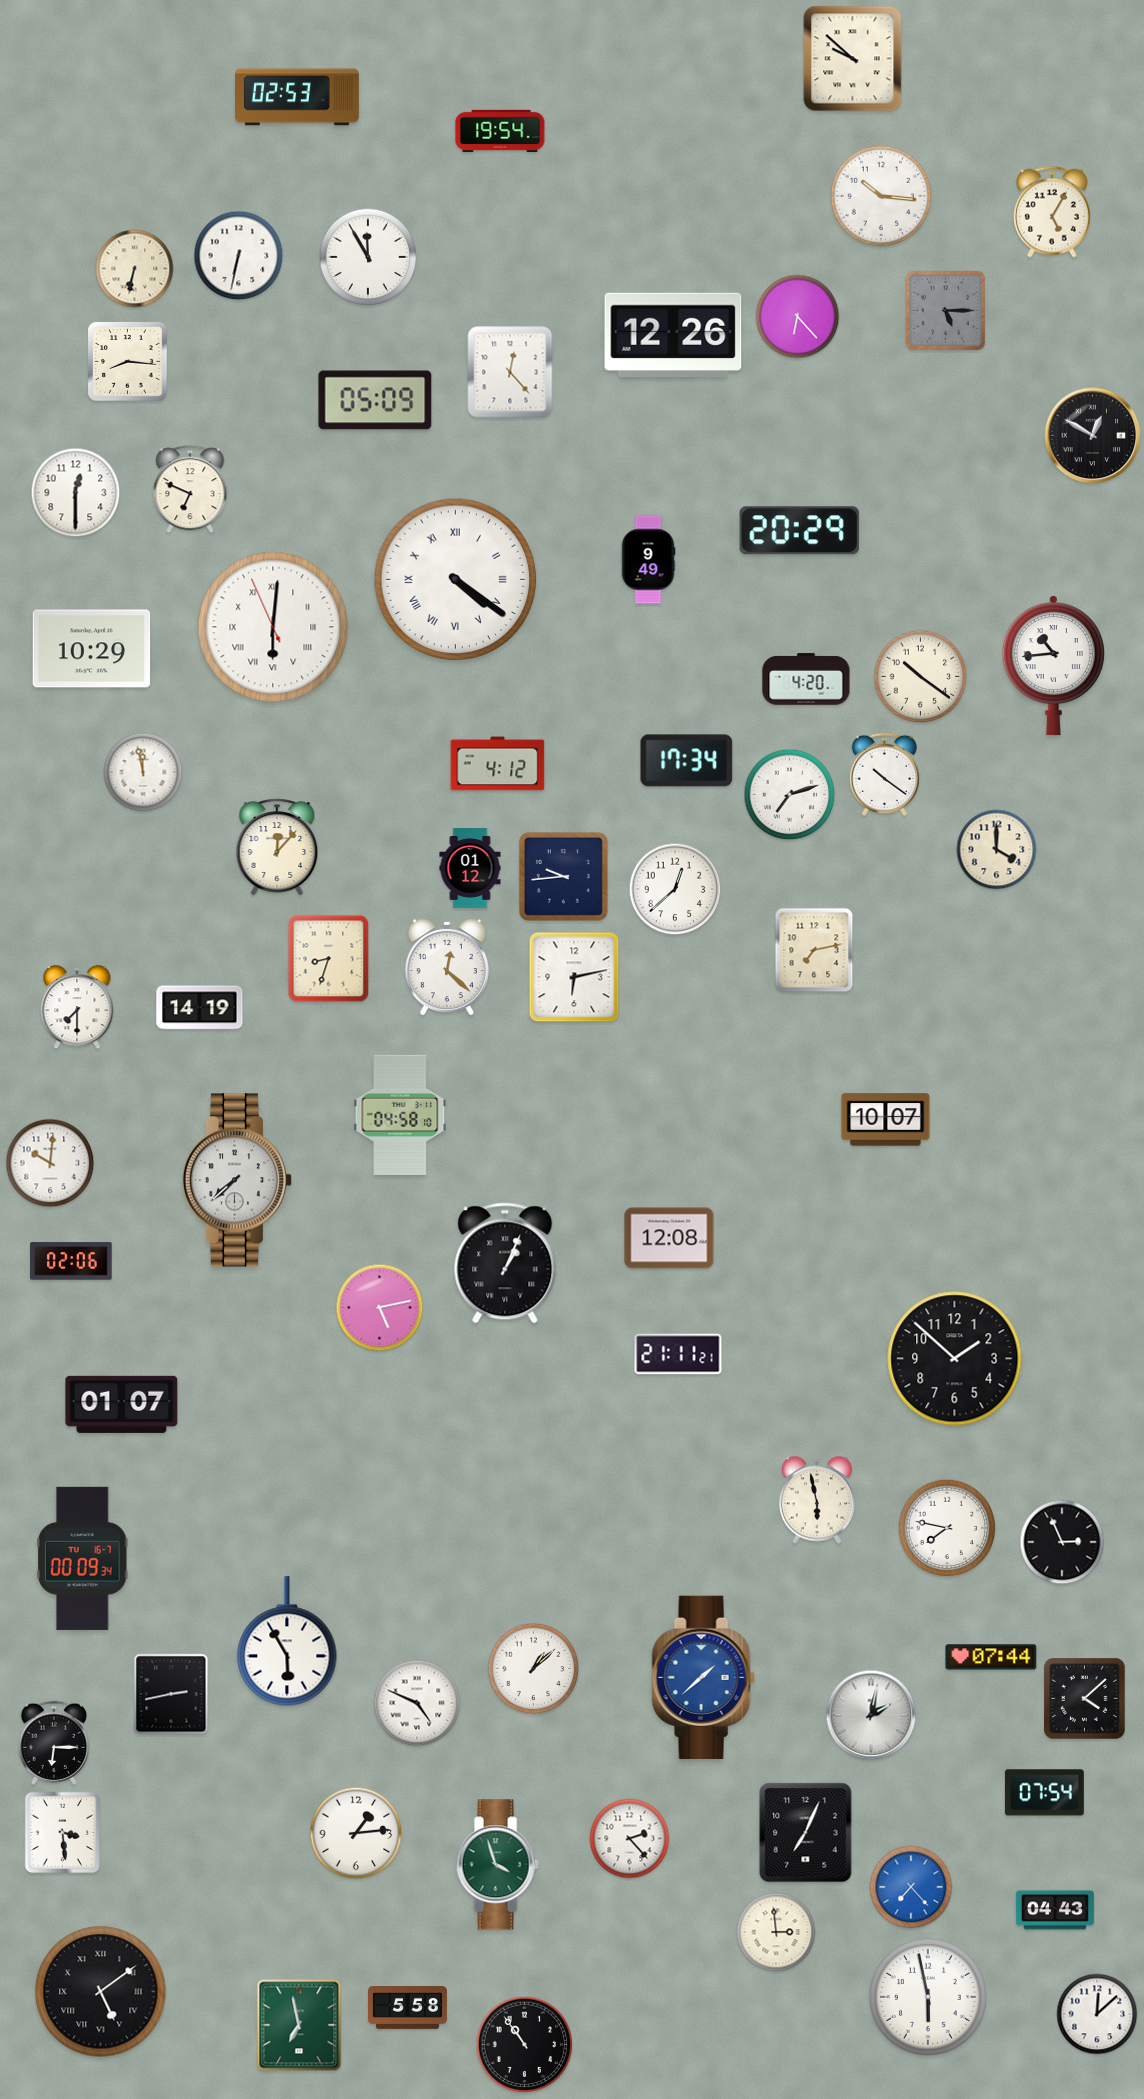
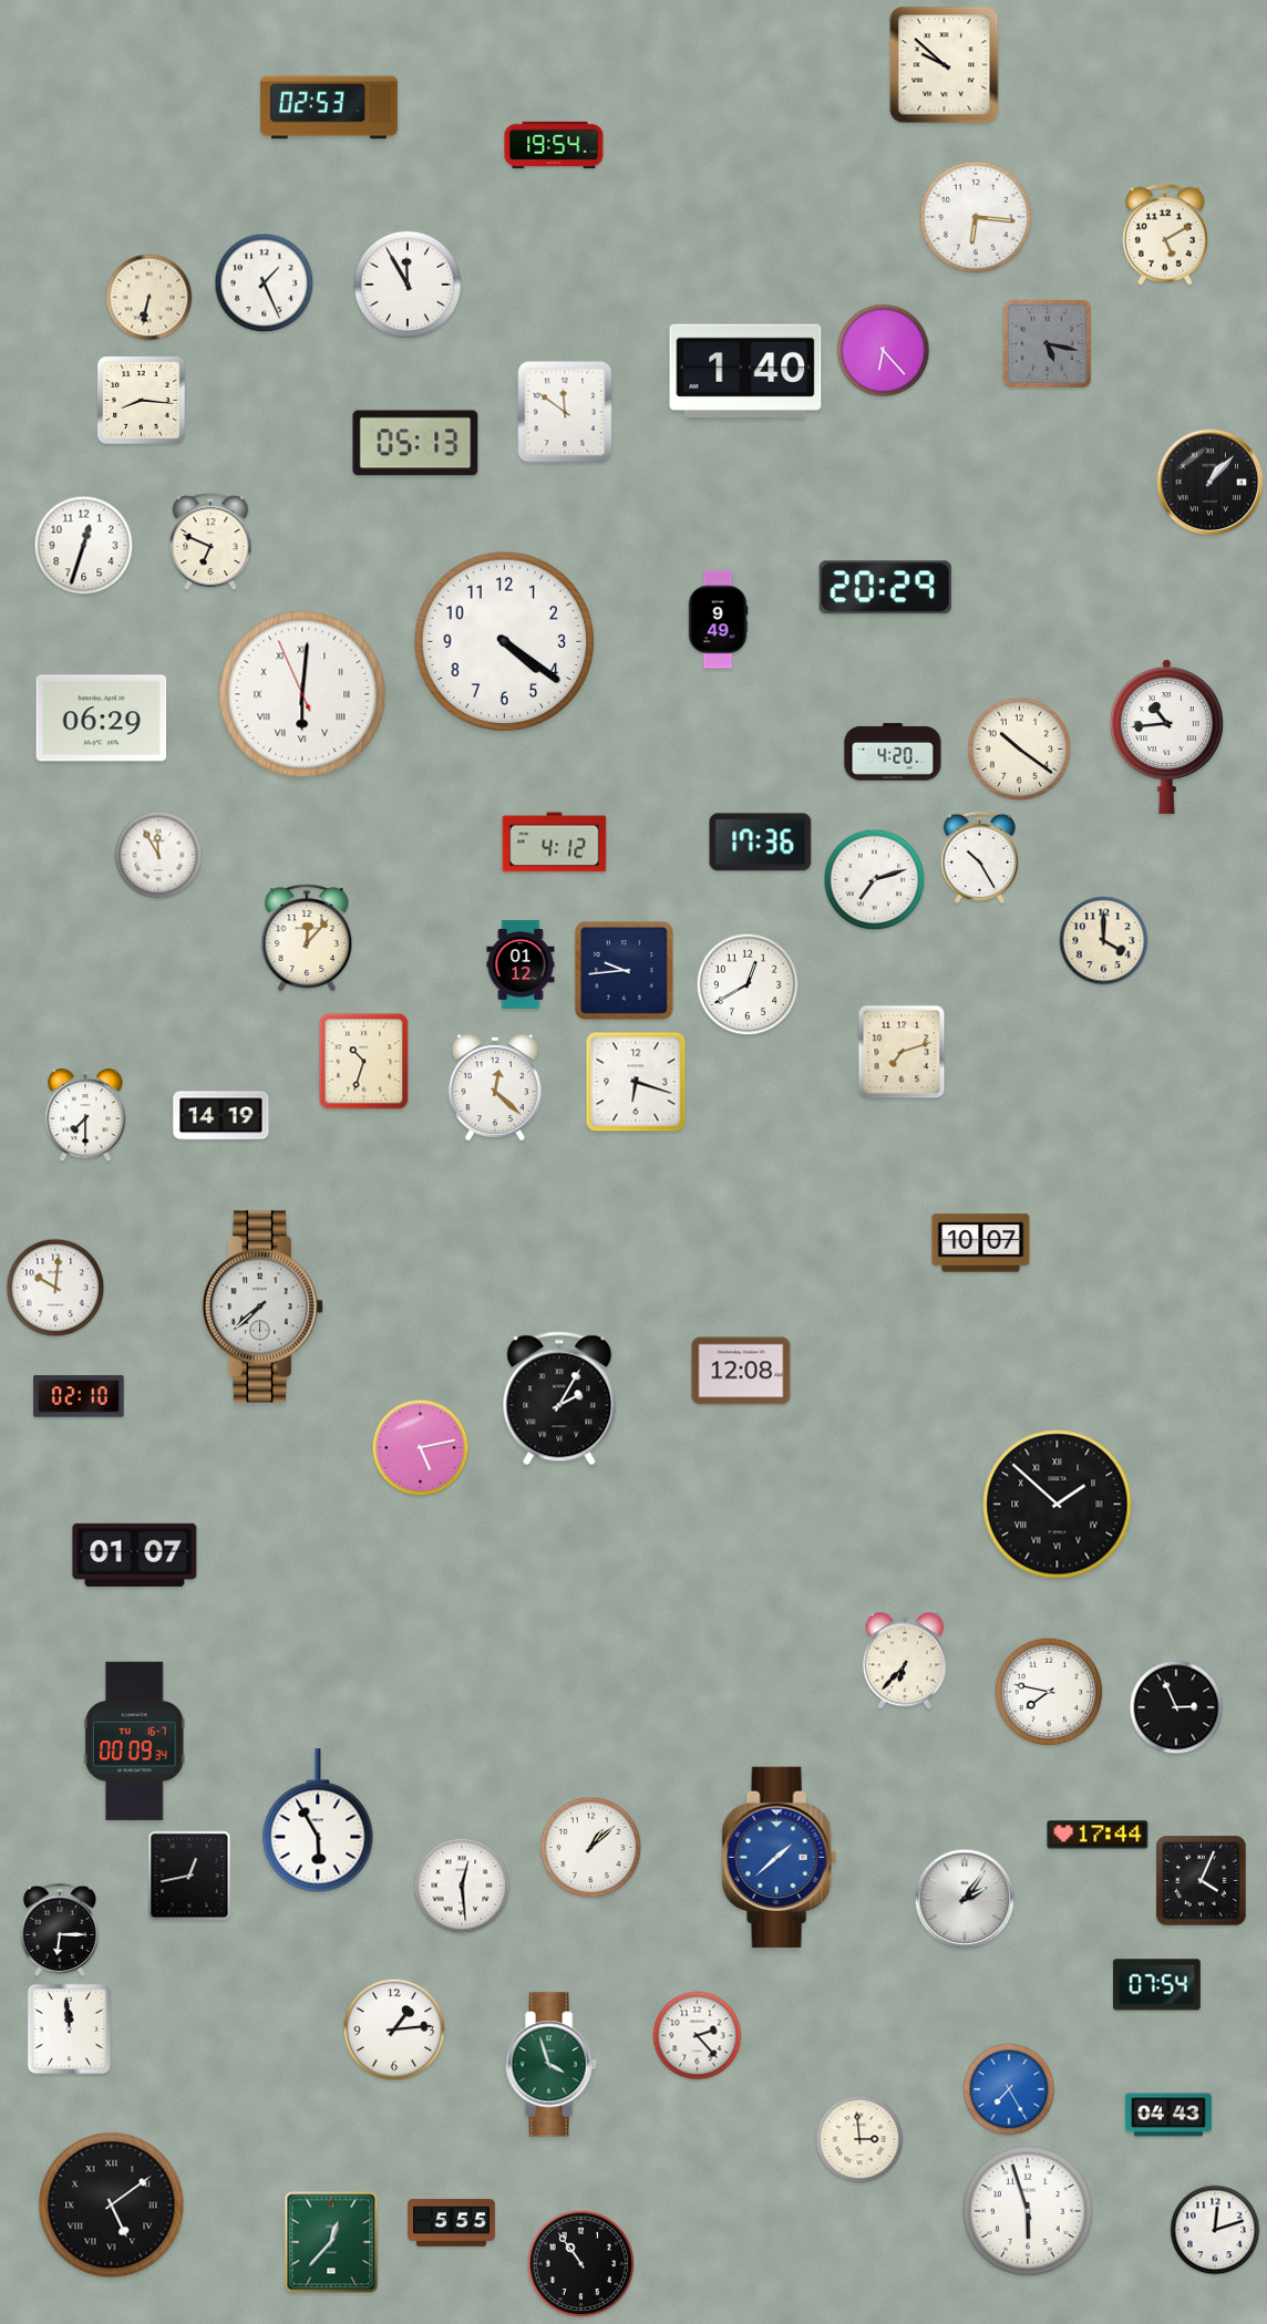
clock at (880, 195): 10:16 -> 6:16
clock at (1053, 212): 5:05 -> 5:10
clock at (239, 256): 6:32 -> 1:26
clock at (945, 310): 5:15 -> 5:17
clock at (673, 334): 12:26 -> 1:40
clock at (510, 372): 12:23 -> 11:51
clock at (375, 400): 05:09 -> 05:13
clock at (1093, 436): 12:50 -> 1:07
clock at (76, 493): 12:30 -> 12:33
clock at (456, 580) numerals: Roman -> Arabic
clock at (92, 649): 10:29 -> 06:29
clock at (687, 761): 17:34 -> 17:36
clock at (498, 764) position: (498, 764) -> (555, 843)
clock at (143, 772): 11:58 -> 11:55
clock at (884, 774): 10:21 -> 10:25
clock at (470, 868) position: (470, 868) -> (521, 964)
clock at (675, 889): 12:38 -> 12:40
clock at (814, 950): 7:13 -> 7:12
clock at (329, 959): 8:33 -> 10:33
clock at (447, 968) position: (447, 968) -> (495, 1088)
clock at (574, 977): 6:13 -> 6:18
clock at (400, 1115): 04:58 -> none
clock at (886, 1120) position: (886, 1120) -> (981, 1243)
clock at (71, 1261): 02:06 -> 02:10
clock at (505, 1263): 1:04 -> 2:05
clock at (678, 1354): 21:11 -> none
clock at (955, 1359) numerals: Arabic -> Roman
clock at (817, 1500): 5:58 -> 6:37
clock at (82, 1558) position: (82, 1558) -> (134, 1741)
clock at (287, 1641) position: (287, 1641) -> (318, 1820)
clock at (991, 1657): 07:44 -> 17:44
clock at (171, 1694): 2:43 -> 12:43
clock at (1085, 1699): 4:08 -> 4:04
clock at (417, 1703): 4:49 -> 12:29
clock at (871, 1715): 2:02 -> 2:06
clock at (63, 1833): 3:29 -> 11:59
clock at (806, 1833): 7:04 -> none
clock at (911, 1887): 7:23 -> 7:25
clock at (929, 1998): 5:58 -> 5:57
clock at (408, 2008): 5:58 -> 5:55
clock at (1097, 2014): 12:08 -> 12:12
clock at (299, 2025): 6:58 -> 12:37
